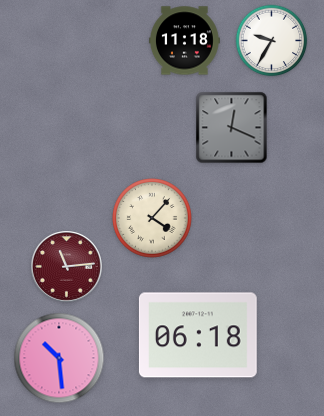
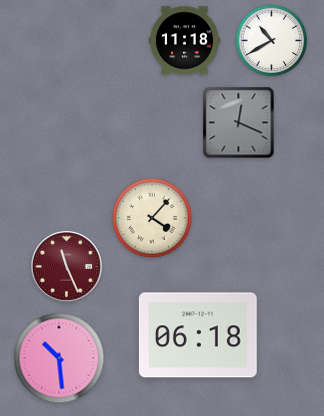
clock at (272, 41): 9:35 -> 10:40
clock at (232, 128) position: (232, 128) -> (239, 123)
clock at (67, 267): 11:14 -> 11:26
